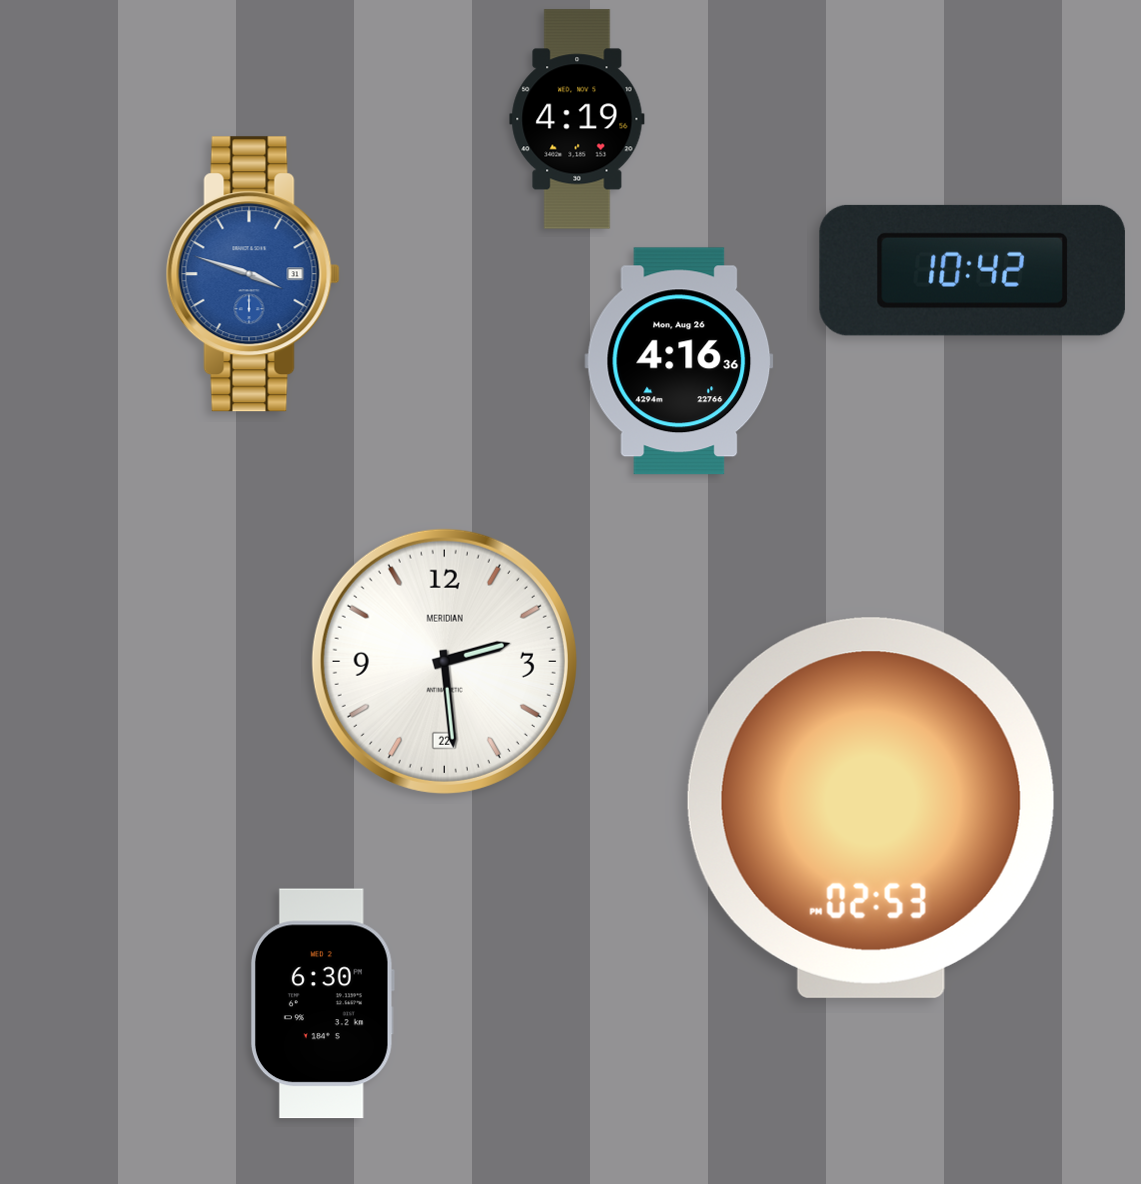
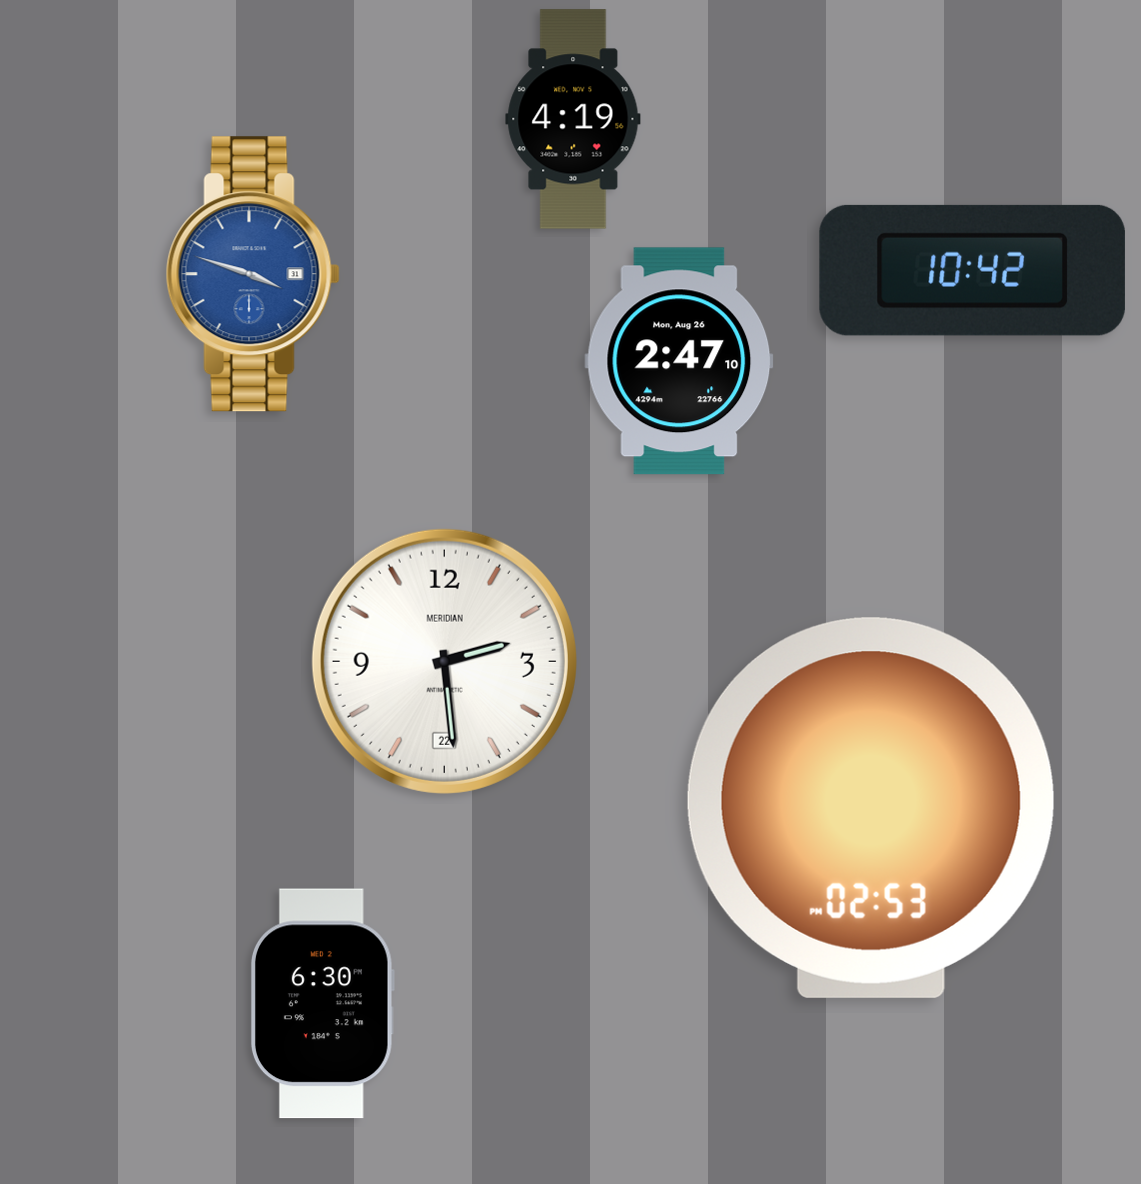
clock at (577, 119) position: (577, 119) -> (573, 119)
clock at (679, 361): 4:16 -> 2:47
